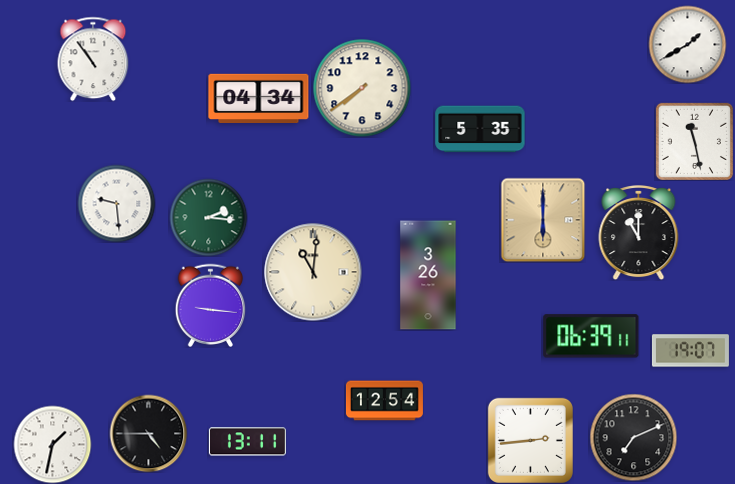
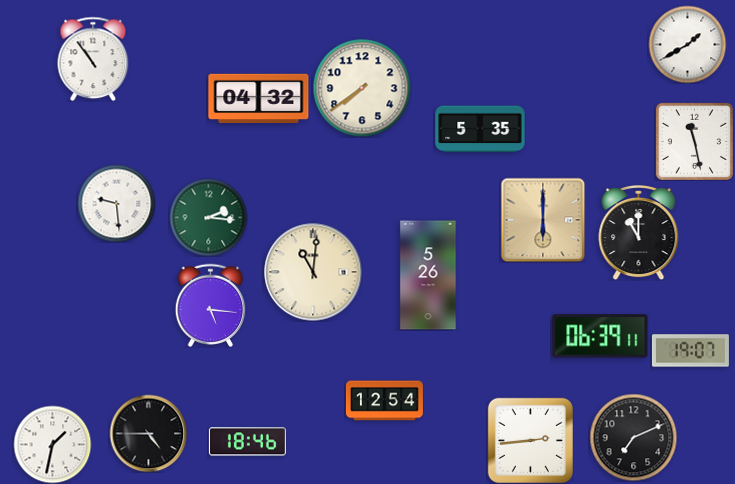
clock at (259, 98): 04:34 -> 04:32
clock at (428, 275): 3:26 -> 5:26
clock at (211, 305): 9:16 -> 5:16
clock at (591, 336) position: (591, 336) -> (600, 336)
clock at (247, 442): 13:11 -> 18:46
